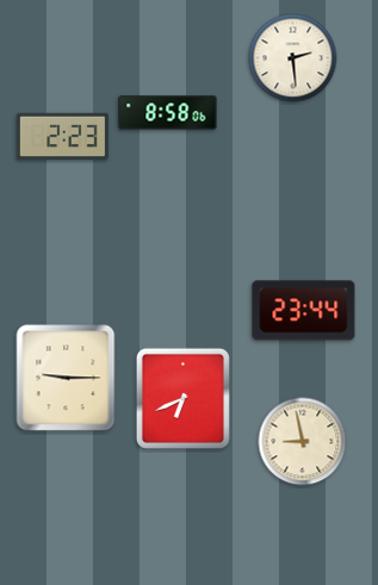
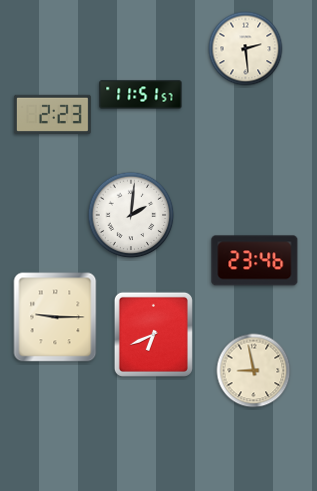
clock at (168, 113): 8:58 -> 11:51
clock at (131, 215): none -> 2:01
clock at (304, 311): 23:44 -> 23:46
